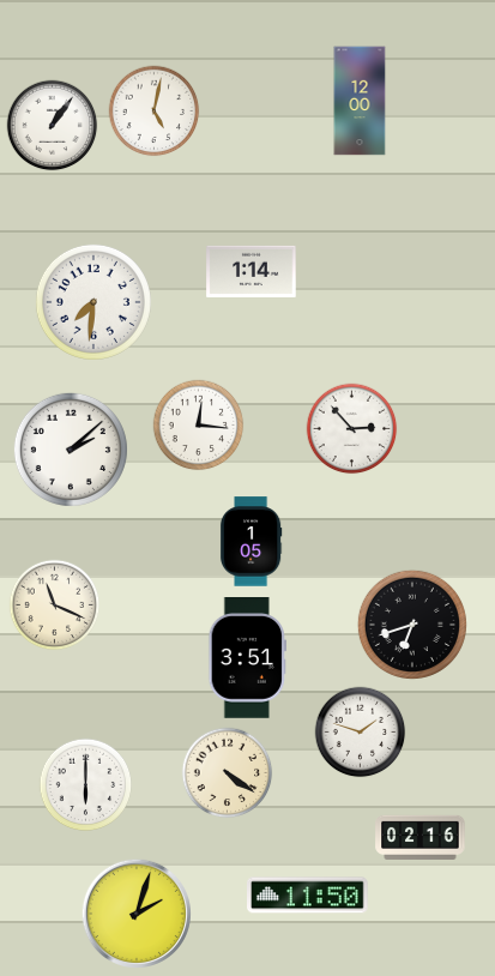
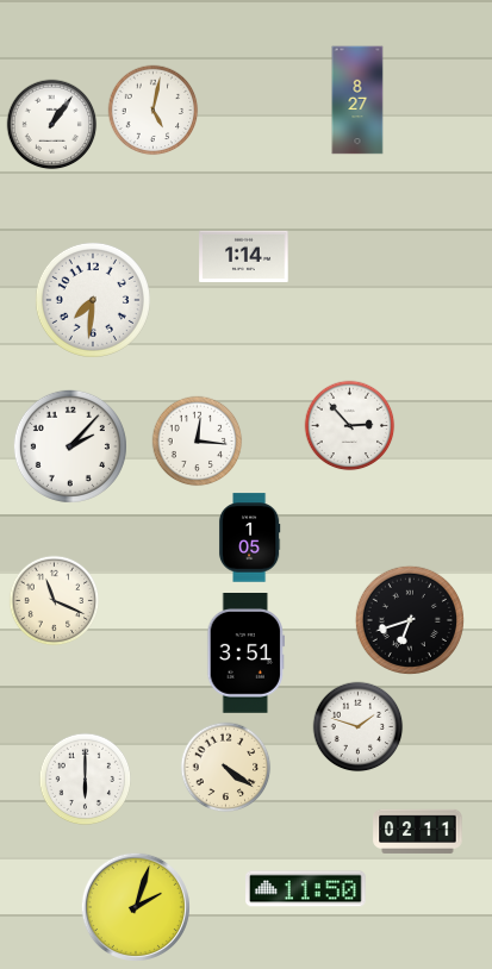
clock at (360, 101): 12:00 -> 8:27
clock at (252, 271) position: (252, 271) -> (244, 256)
clock at (199, 426) position: (199, 426) -> (198, 442)
clock at (71, 450): 2:08 -> 2:07
clock at (421, 837): 02:16 -> 02:11
